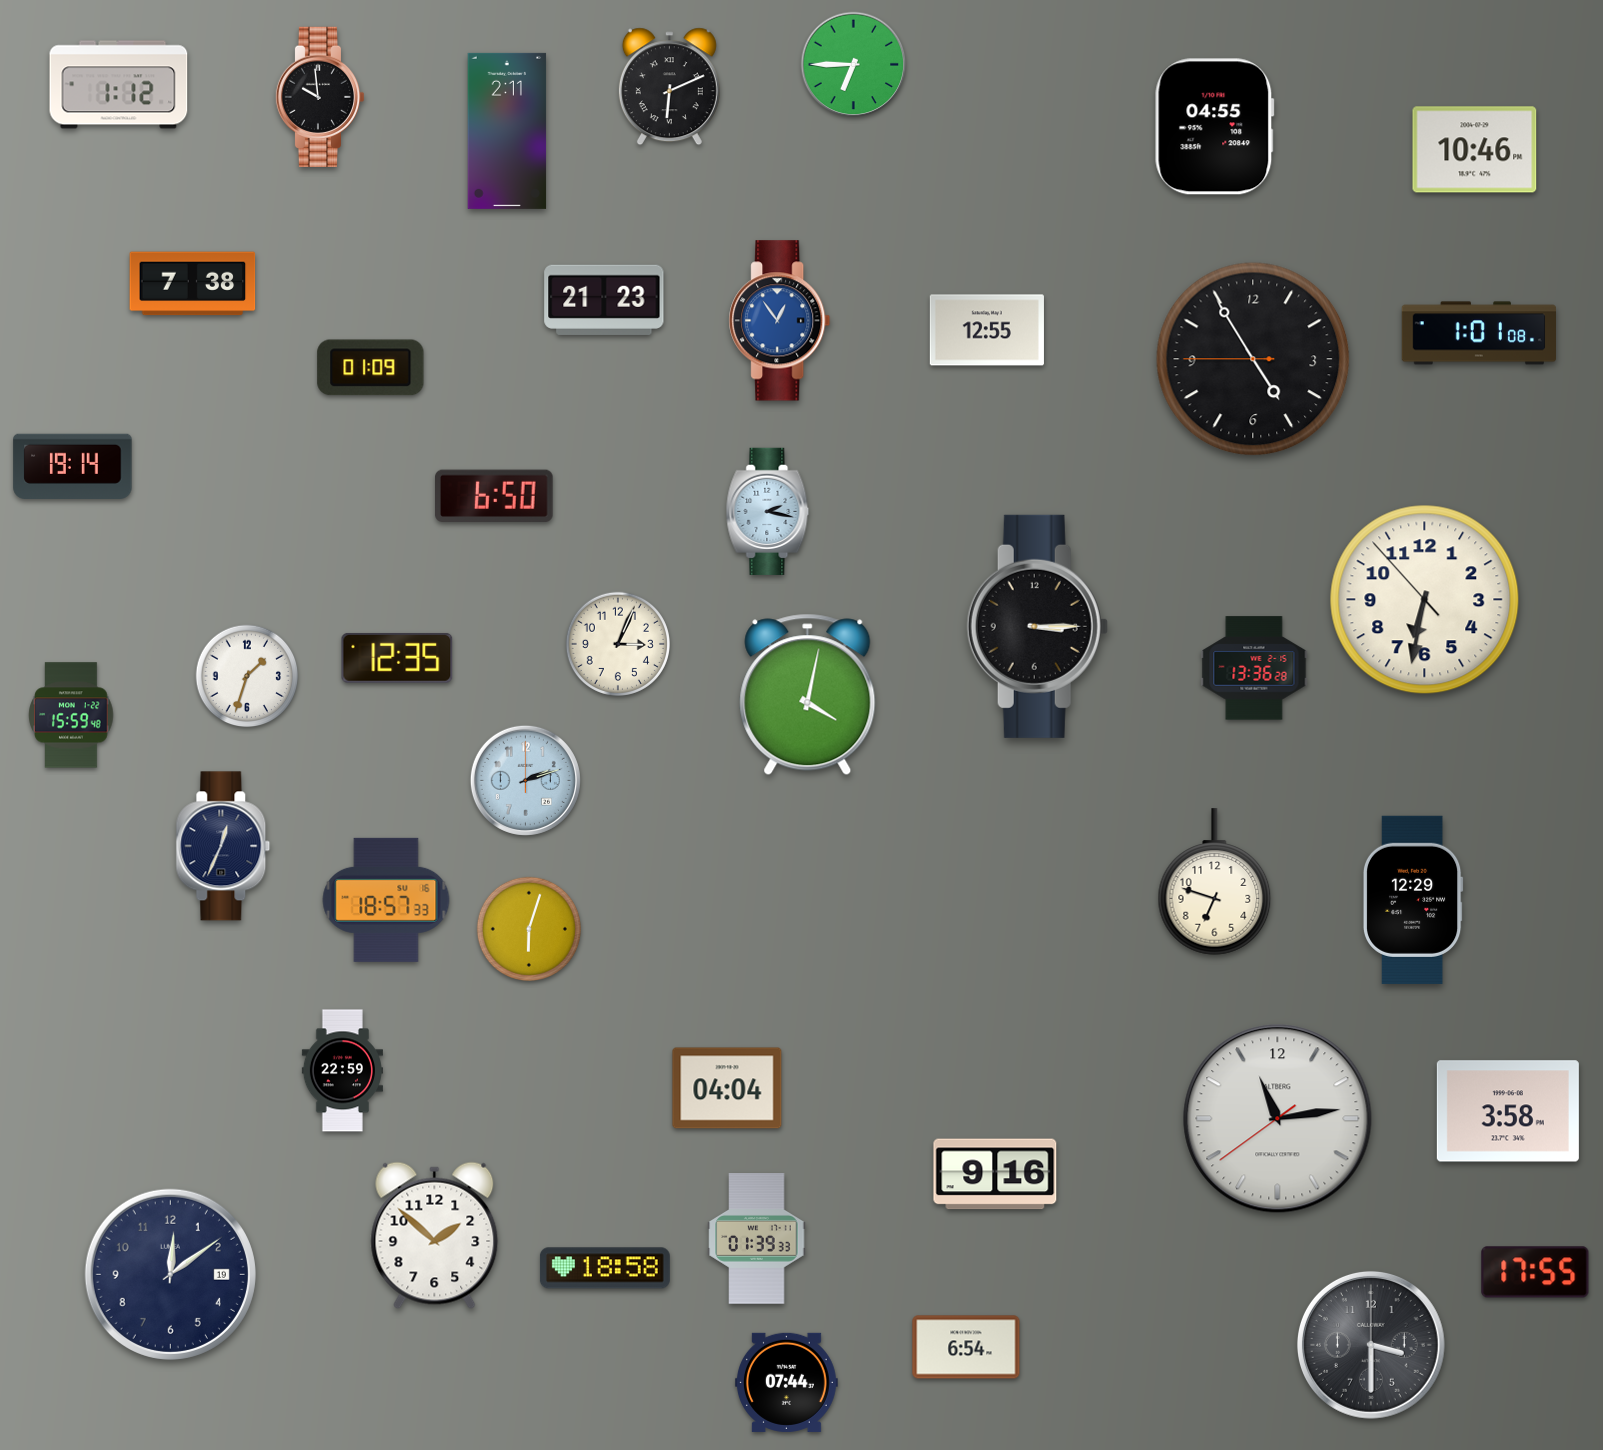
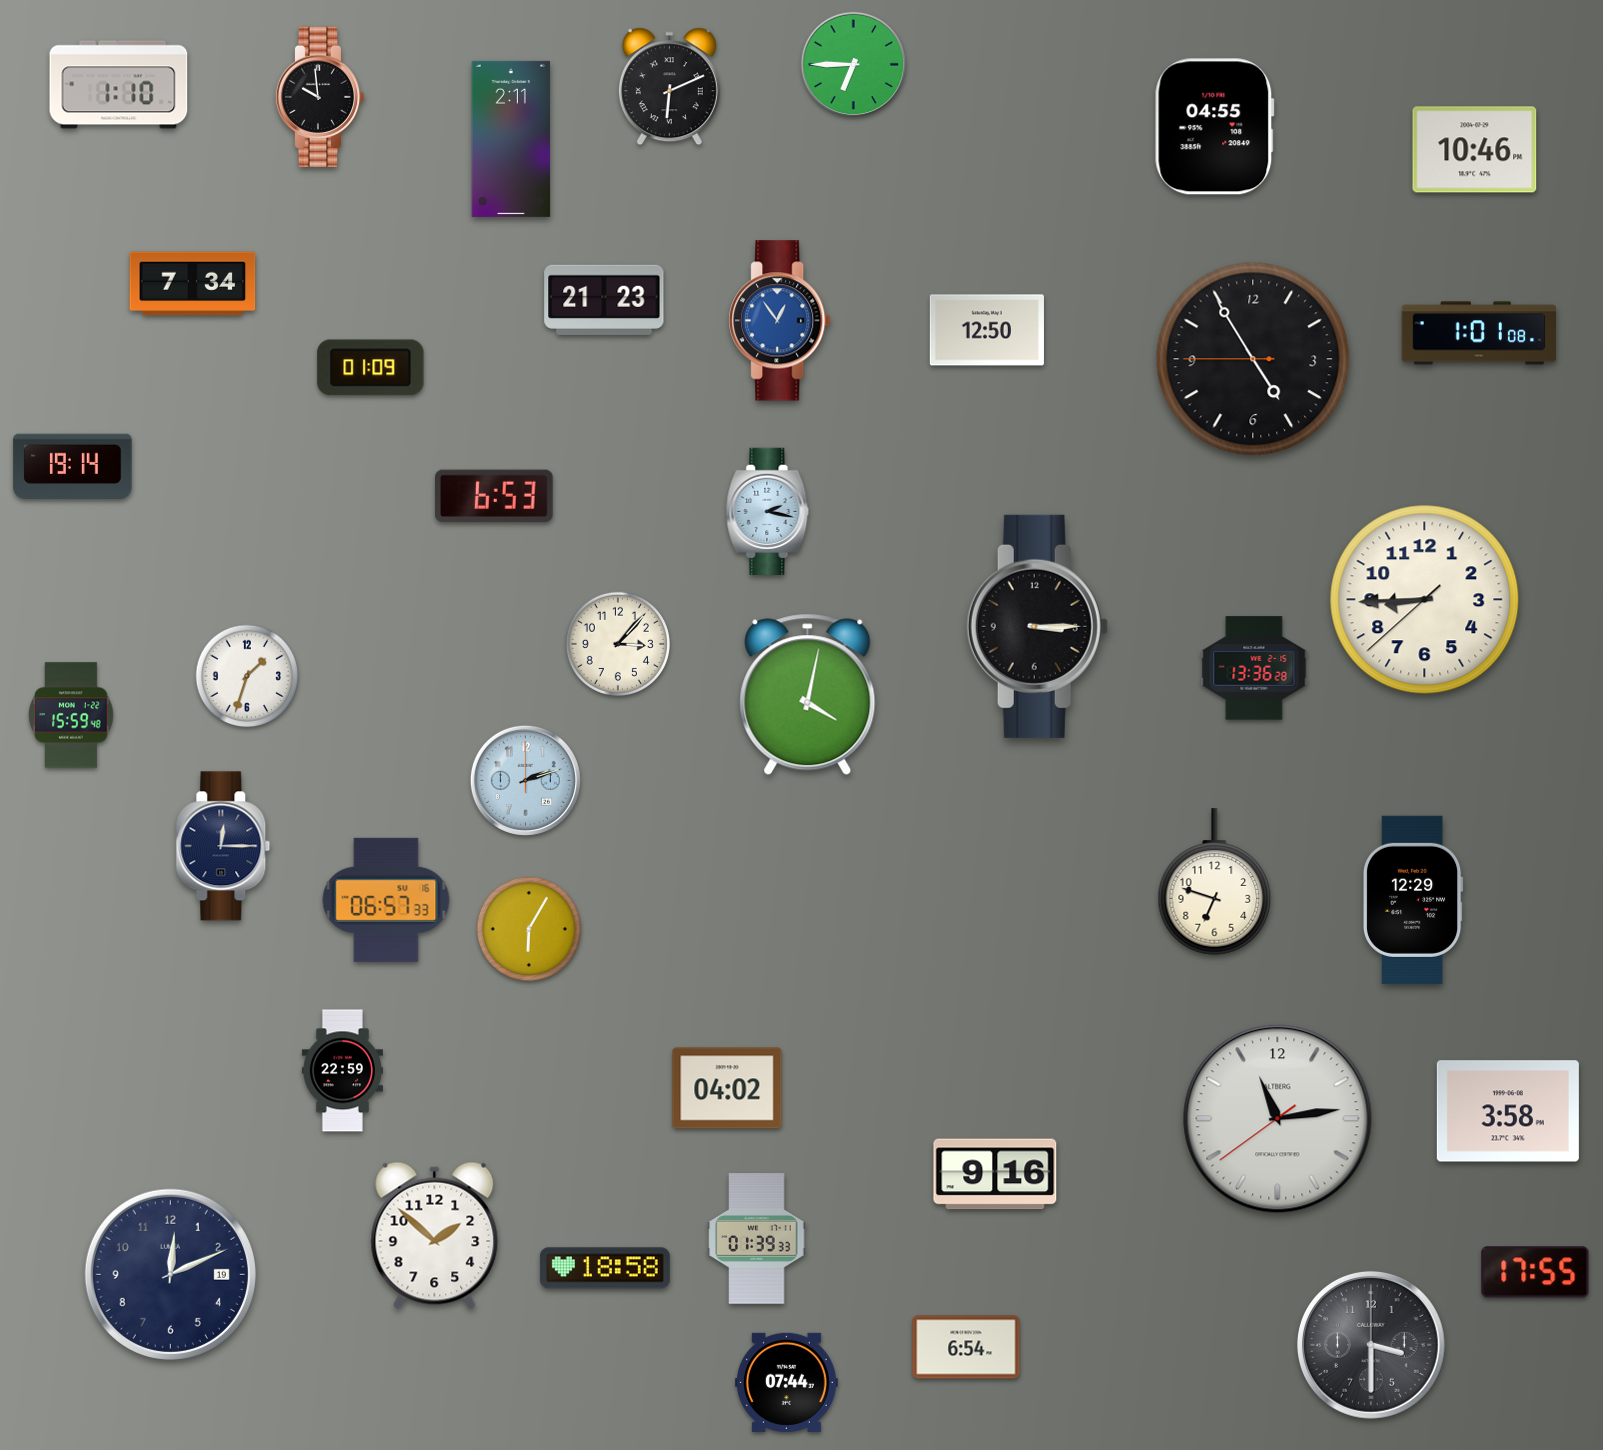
clock at (119, 85): 1:12 -> 1:10
clock at (507, 131) position: (507, 131) -> (511, 139)
clock at (193, 284): 7:38 -> 7:34
clock at (987, 330): 12:55 -> 12:50
clock at (495, 495): 6:50 -> 6:53
clock at (1425, 600): 6:31 -> 8:44
clock at (618, 644): 3:04 -> 3:07
clock at (397, 658): 12:35 -> none
clock at (223, 846): 12:34 -> 12:15
clock at (386, 900): 18:57 -> 06:57
clock at (529, 929): 6:03 -> 6:05
clock at (727, 1088): 04:04 -> 04:02
clock at (170, 1274): 12:09 -> 12:11
